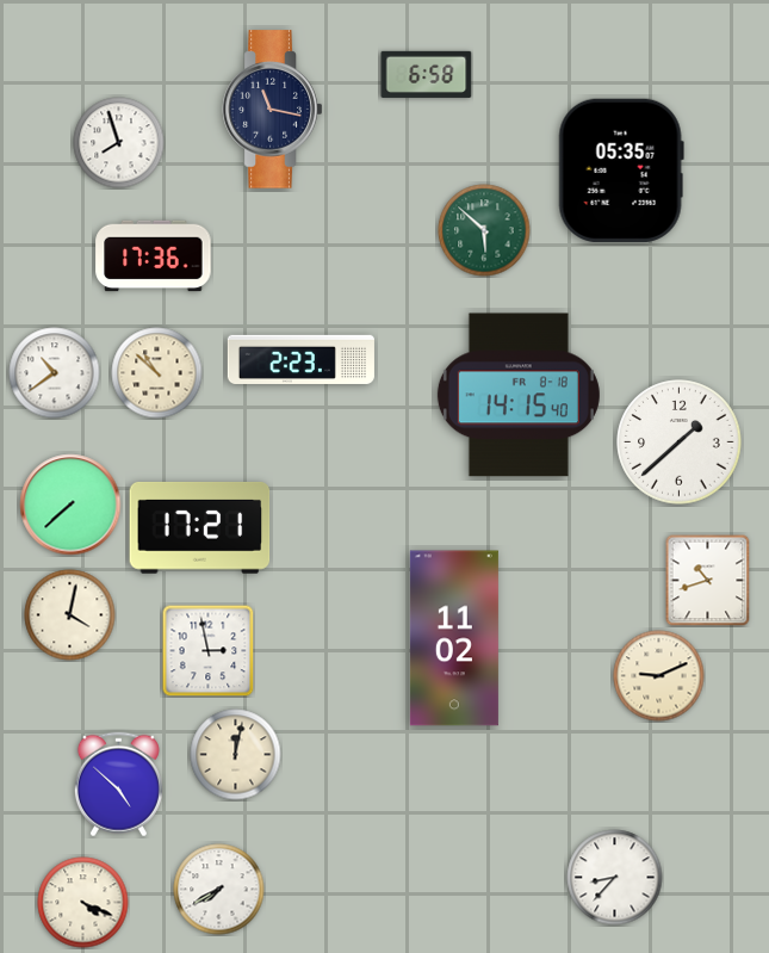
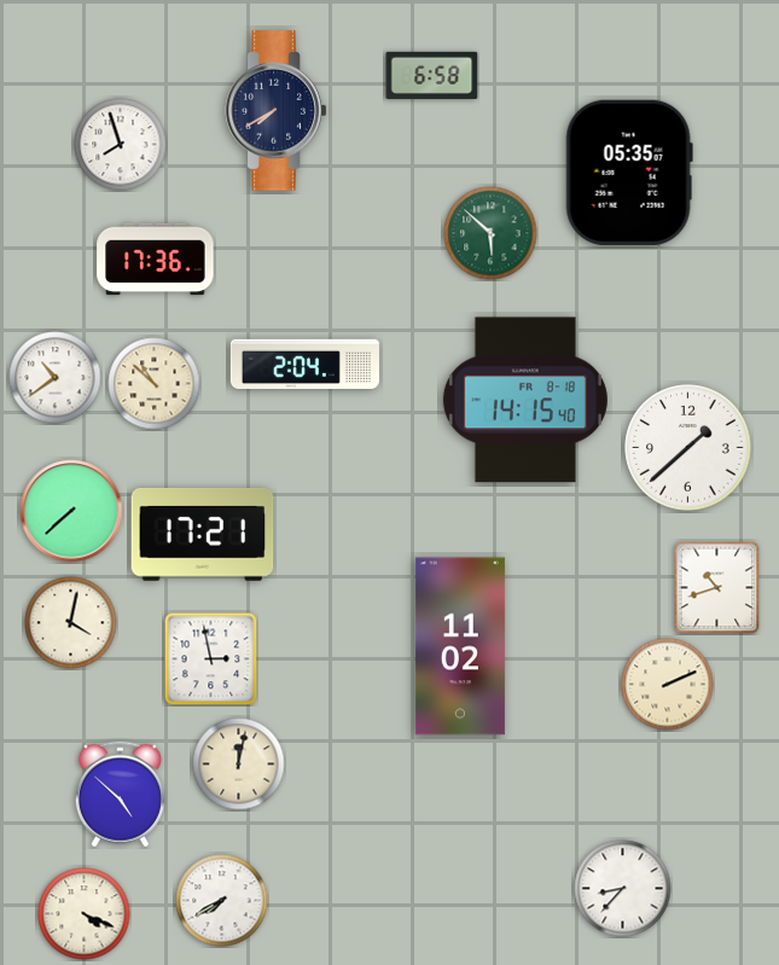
clock at (273, 110): 11:17 -> 7:40
clock at (300, 359): 2:23 -> 2:04
clock at (157, 373) position: (157, 373) -> (155, 384)
clock at (659, 676): 9:11 -> 2:11
